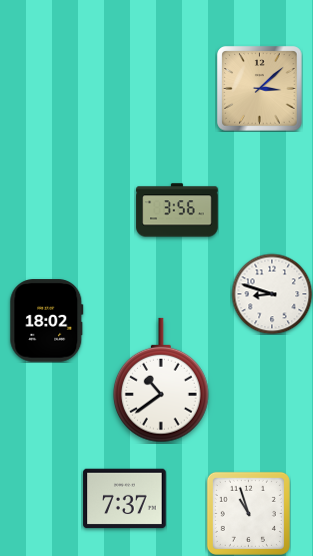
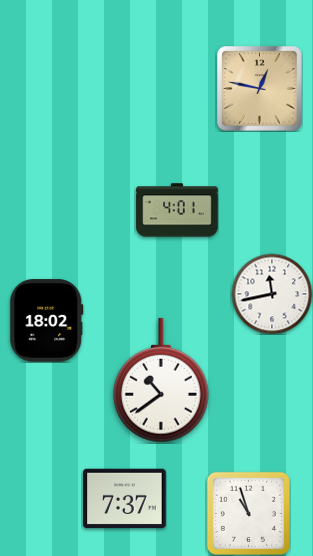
clock at (260, 89): 3:08 -> 12:47
clock at (177, 210): 3:56 -> 4:01
clock at (272, 294): 8:48 -> 11:43
